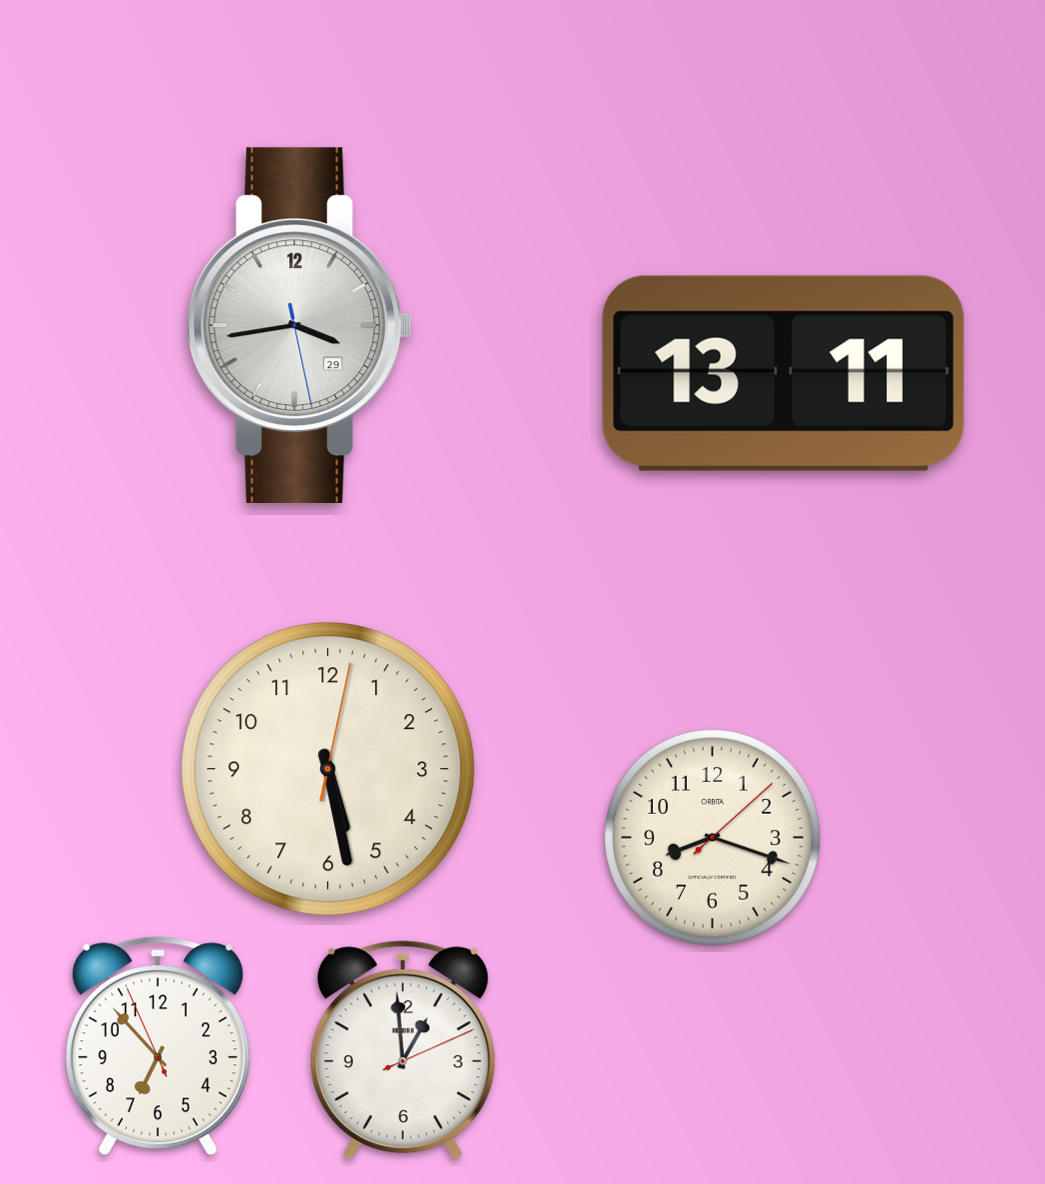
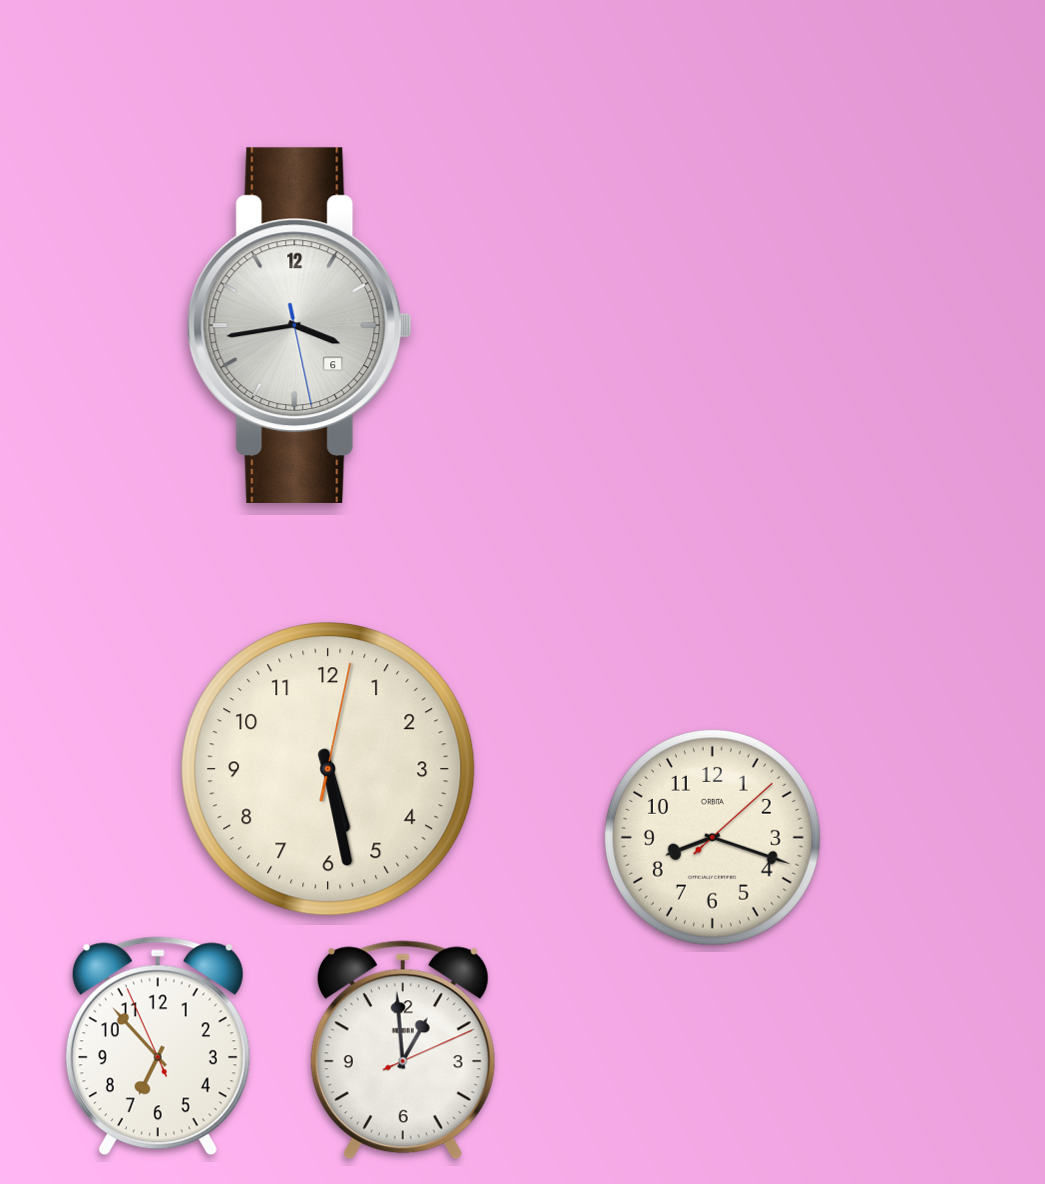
clock at (299, 325) date: 29 -> 6
clock at (783, 373): 13:11 -> none
